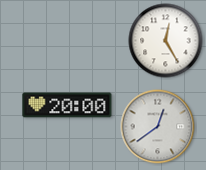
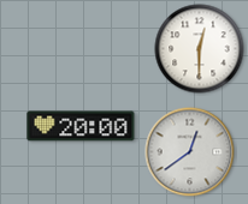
clock at (166, 41): 12:25 -> 12:30
